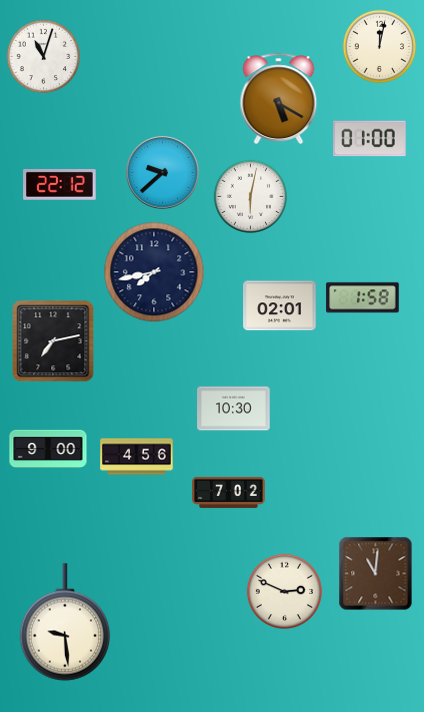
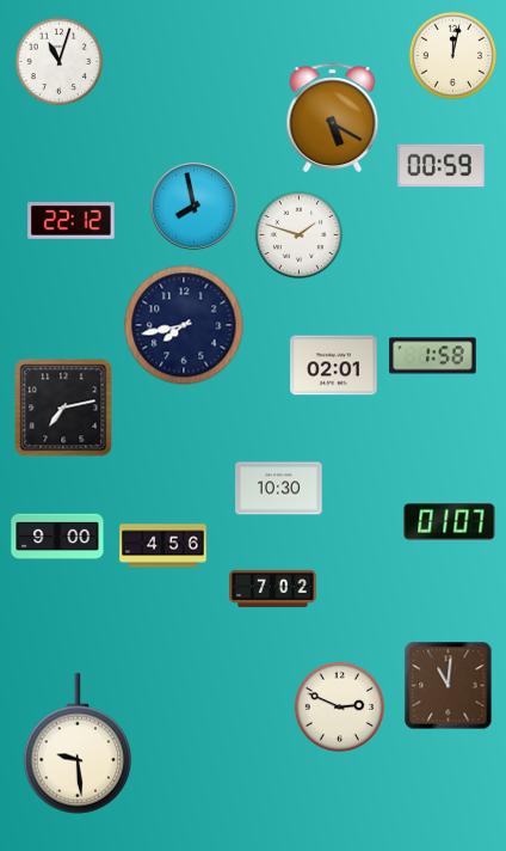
clock at (44, 57) position: (44, 57) -> (60, 62)
clock at (370, 139): 01:00 -> 00:59
clock at (163, 173): 9:38 -> 7:58
clock at (251, 197): 6:02 -> 1:48
clock at (450, 522): none -> 01:07
